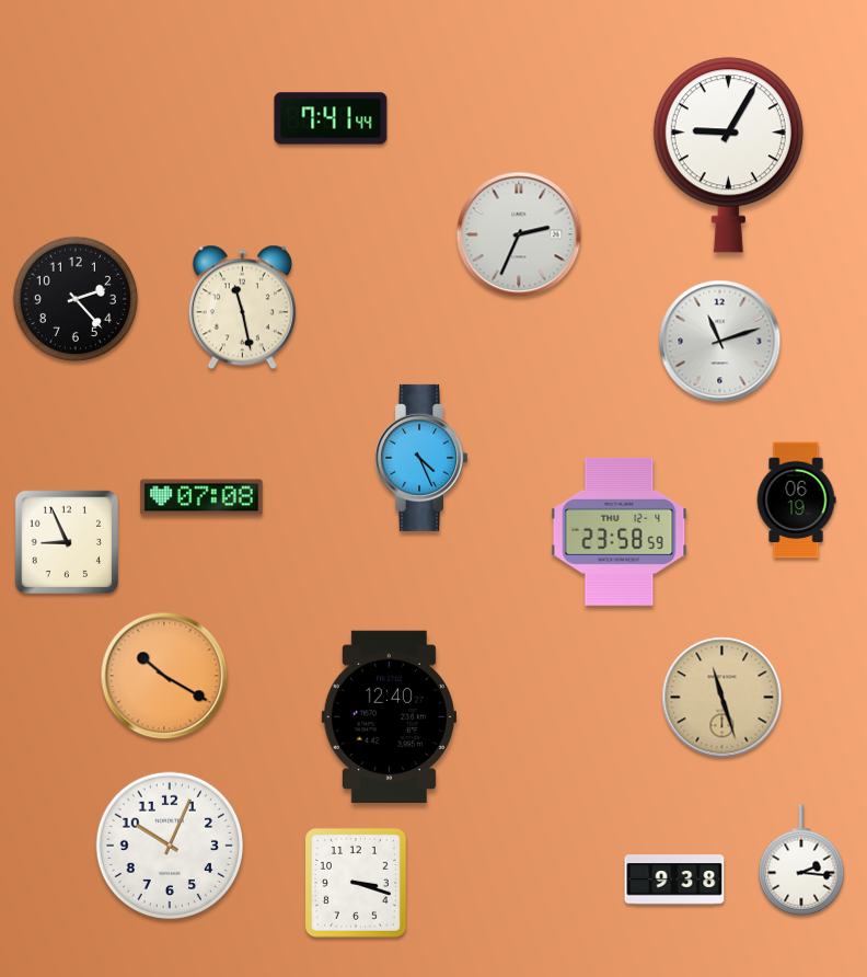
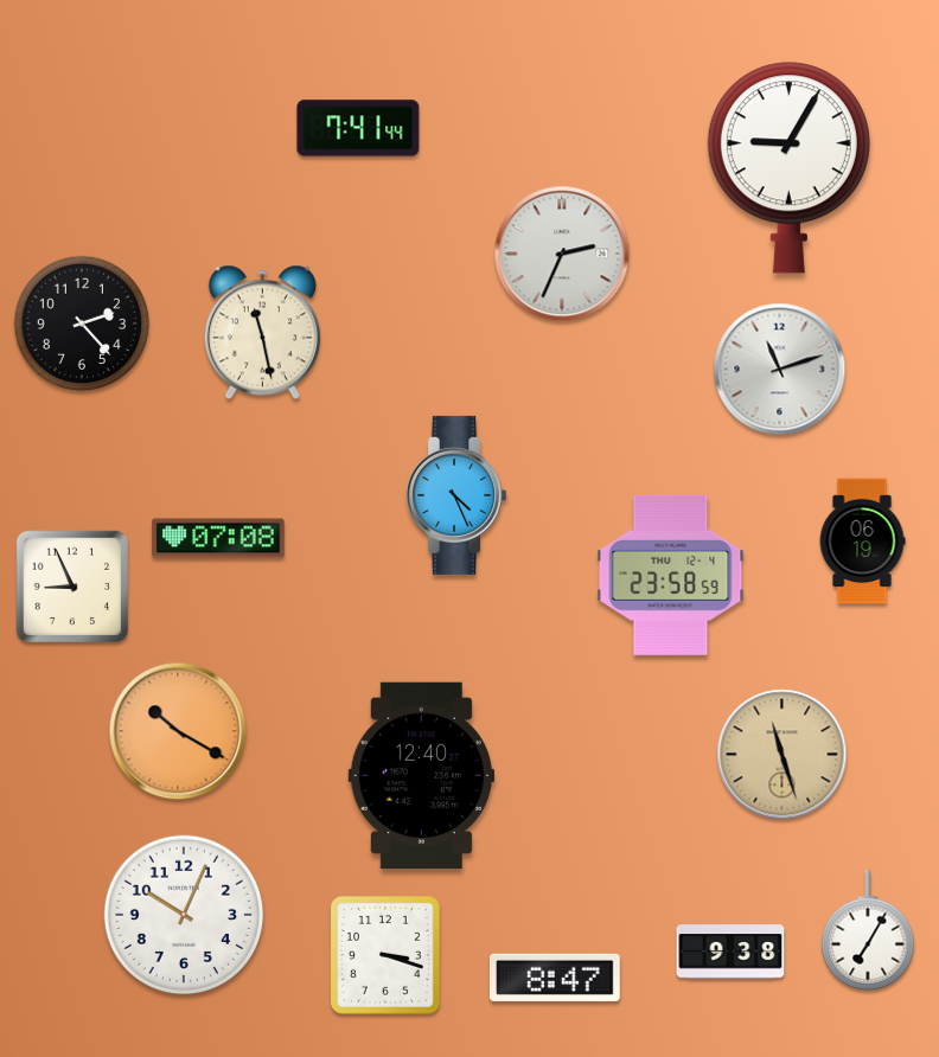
clock at (801, 860): 2:16 -> 7:05
clock at (555, 978): none -> 8:47
